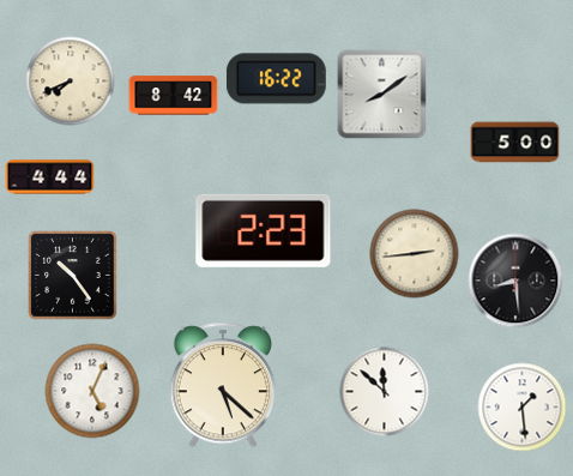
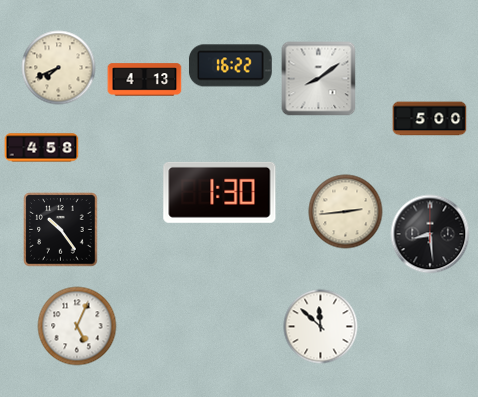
clock at (174, 96): 8:42 -> 4:13
clock at (50, 177): 4:44 -> 4:58
clock at (264, 230): 2:23 -> 1:30
clock at (222, 385): 5:22 -> none
clock at (523, 408): 1:29 -> none
